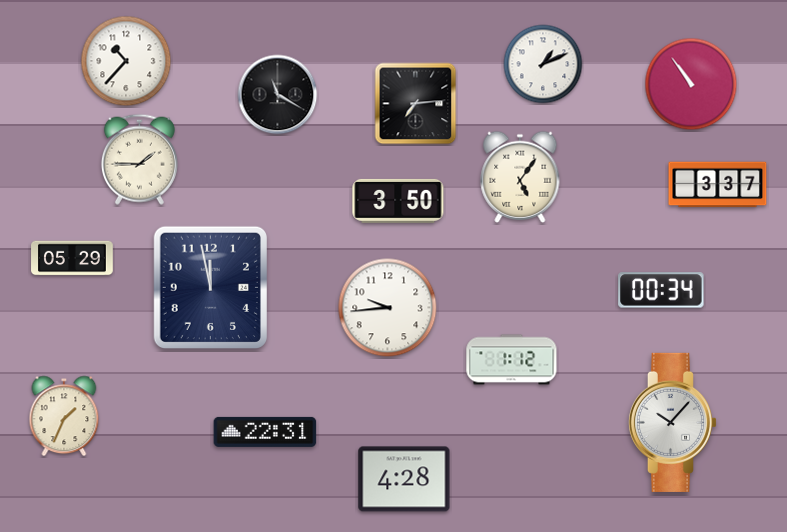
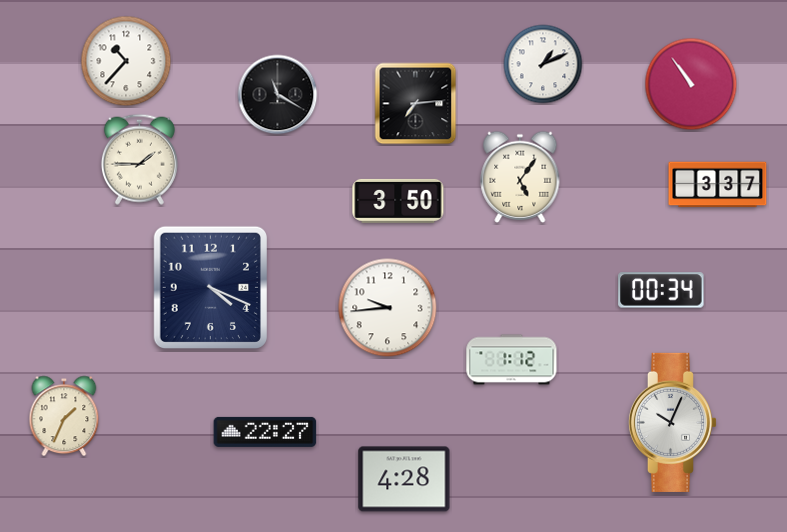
clock at (72, 258): 05:29 -> none
clock at (210, 287): 11:58 -> 4:19
clock at (672, 422): 10:07 -> 10:04
clock at (265, 432): 22:31 -> 22:27
